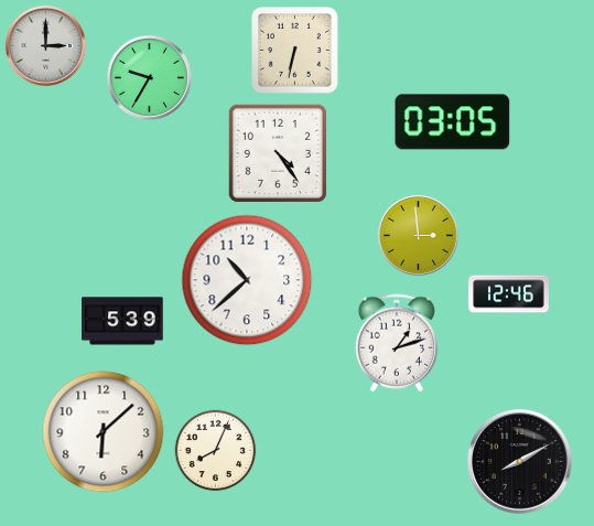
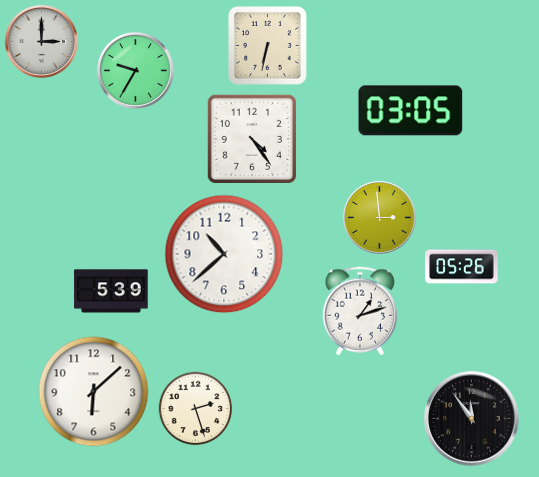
clock at (418, 235) position: (418, 235) -> (379, 217)
clock at (509, 294): 12:46 -> 05:26
clock at (216, 451): 8:04 -> 2:27
clock at (520, 462): 8:10 -> 11:54
